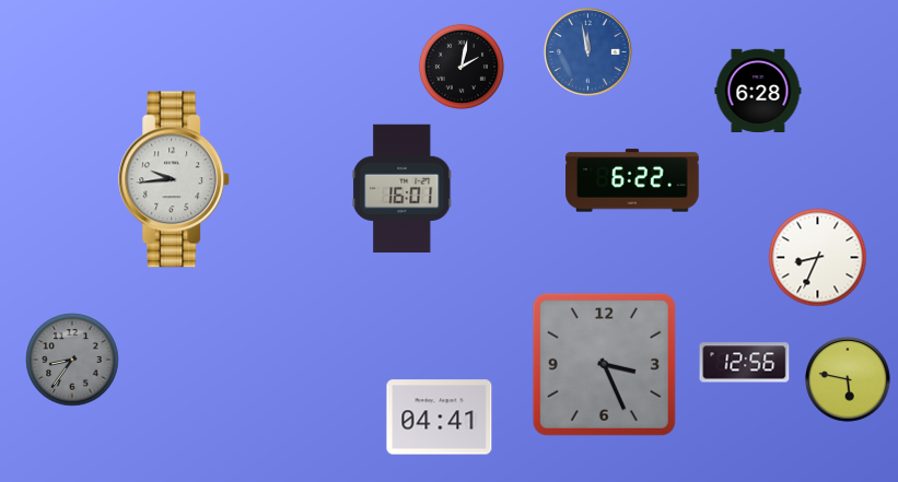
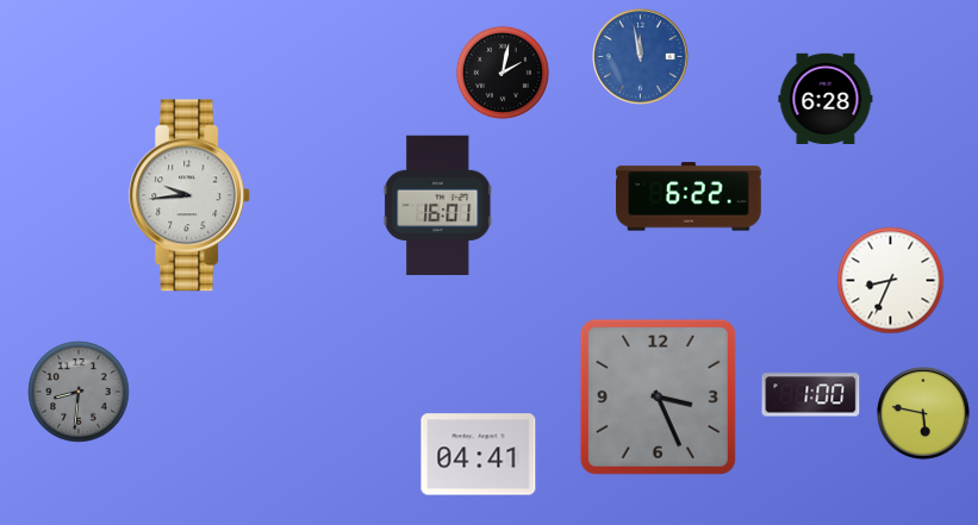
clock at (72, 360): 8:36 -> 8:31
clock at (745, 363): 12:56 -> 1:00
